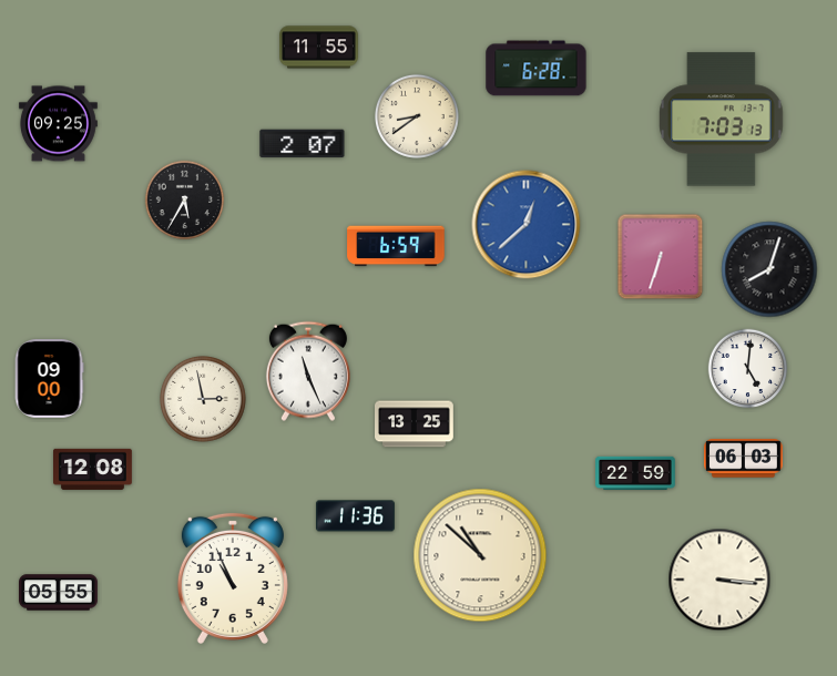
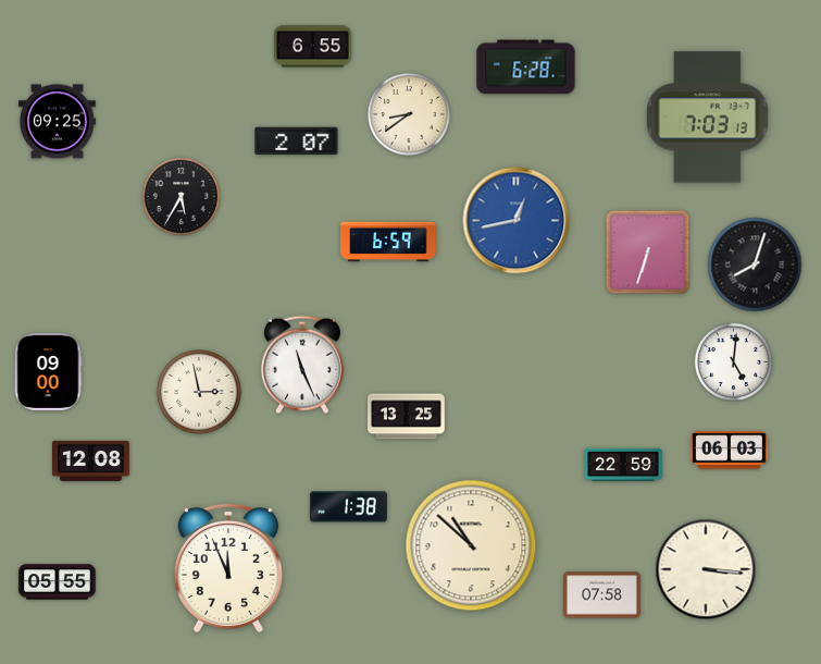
clock at (319, 48): 11:55 -> 6:55
clock at (527, 225): 12:38 -> 12:43
clock at (356, 516): 11:36 -> 1:38
clock at (233, 578): 10:56 -> 11:56
clock at (602, 595): none -> 07:58
